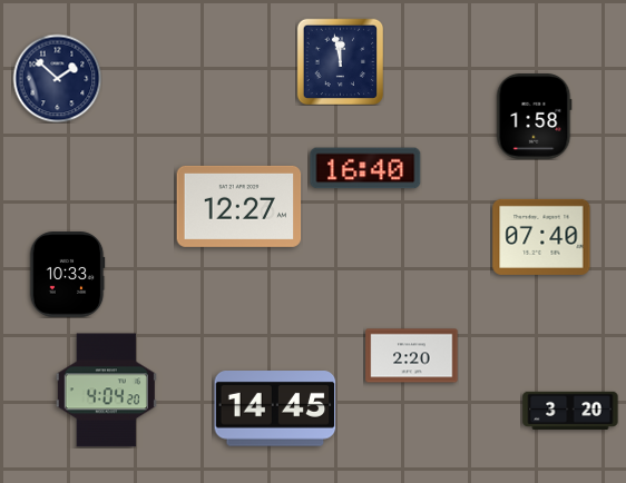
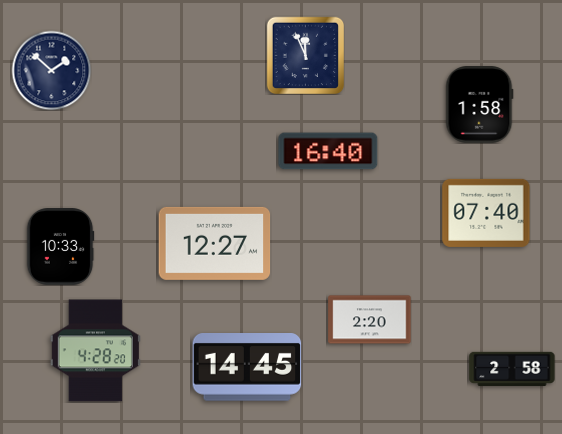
clock at (340, 61): 11:58 -> 11:56
clock at (239, 206) position: (239, 206) -> (215, 243)
clock at (106, 391): 4:04 -> 4:28
clock at (570, 410): 3:20 -> 2:58
